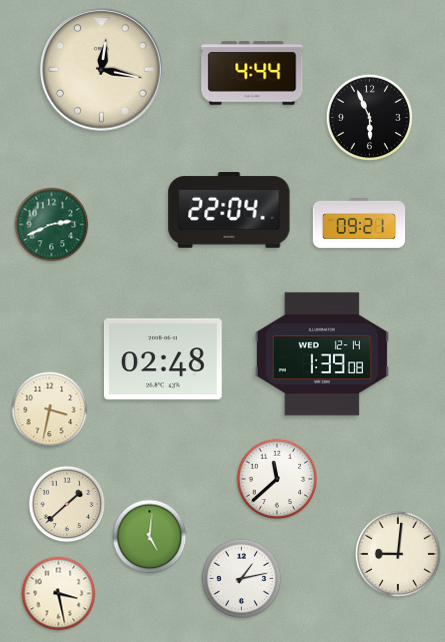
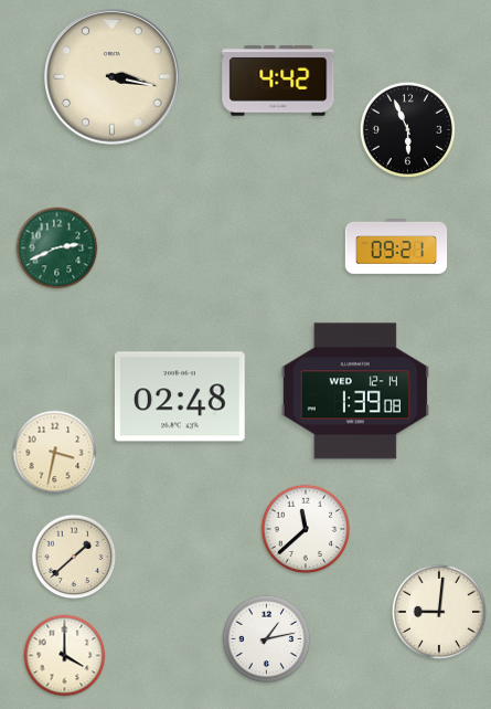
clock at (102, 70): 12:17 -> 3:17
clock at (252, 73): 4:44 -> 4:42
clock at (229, 211): 22:04 -> none
clock at (150, 537): 5:01 -> none
clock at (59, 594): 3:28 -> 4:00
